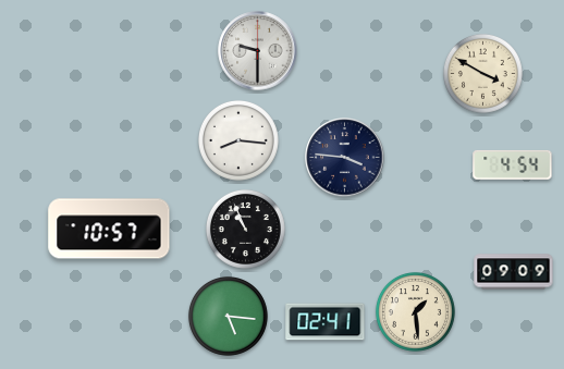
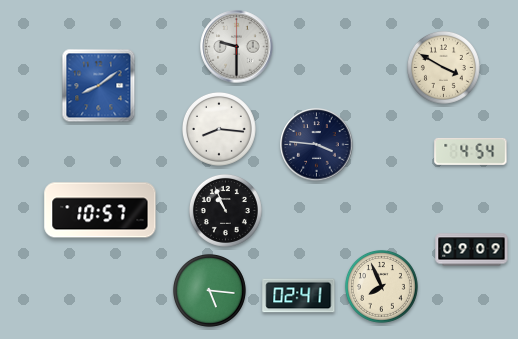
clock at (99, 86): none -> 8:09
clock at (415, 311): 1:29 -> 7:56
